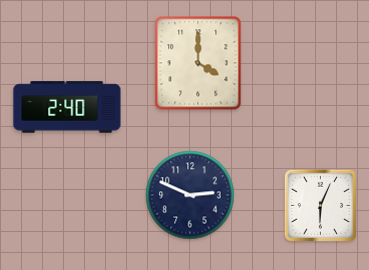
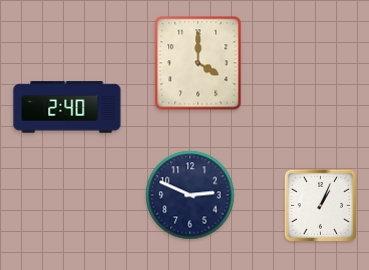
clock at (320, 205): 6:04 -> 1:04
